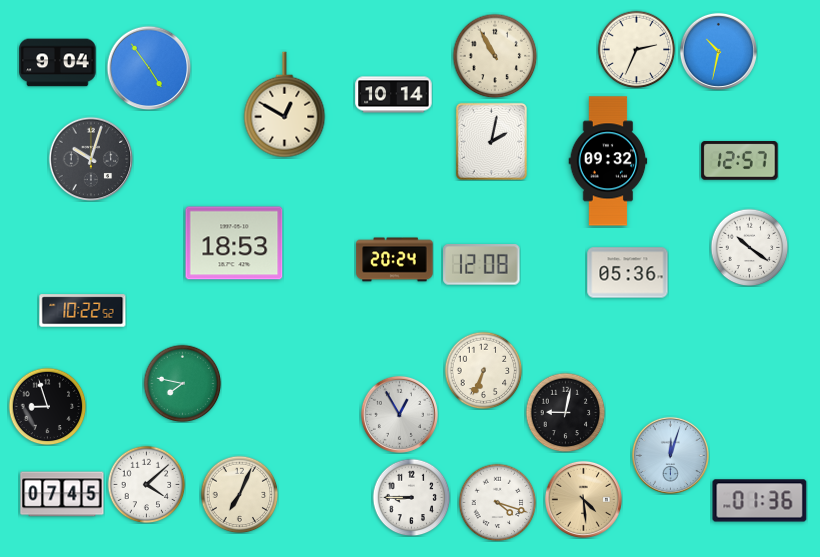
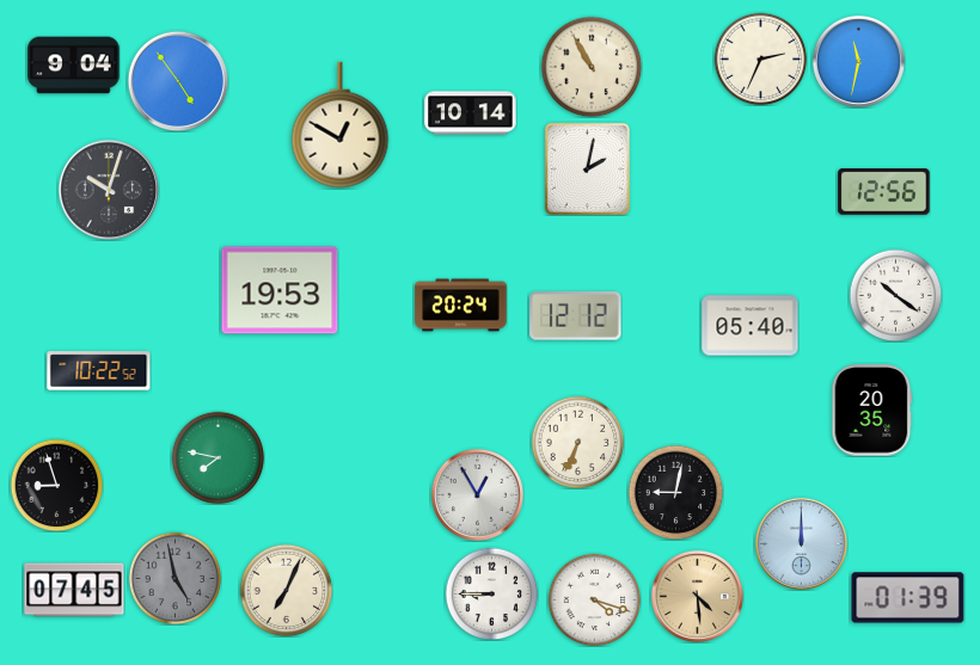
clock at (718, 51): 10:32 -> 11:32
clock at (58, 63) position: (58, 63) -> (74, 66)
clock at (608, 161): 09:32 -> none
clock at (740, 161): 12:57 -> 12:56
clock at (234, 243): 18:53 -> 19:53
clock at (395, 260) position: (395, 260) -> (461, 306)
clock at (482, 265): 12:08 -> 12:12
clock at (628, 273): 05:36 -> 05:40
clock at (872, 411): none -> 20:35
clock at (670, 455): 12:03 -> 12:00
clock at (146, 484): 4:08 -> 4:58
clock at (146, 484) dial: white -> grey
clock at (760, 501): 01:36 -> 01:39
